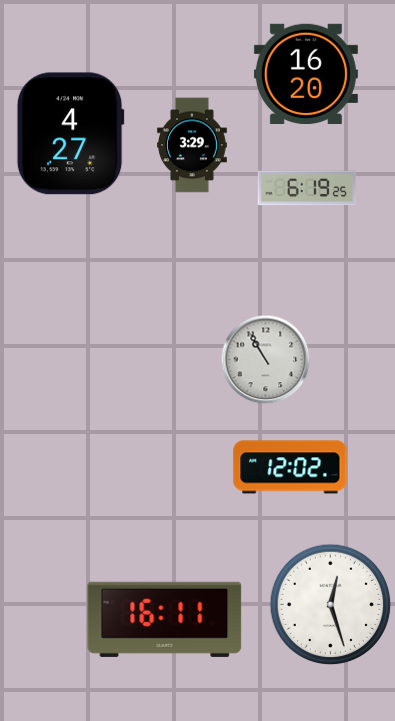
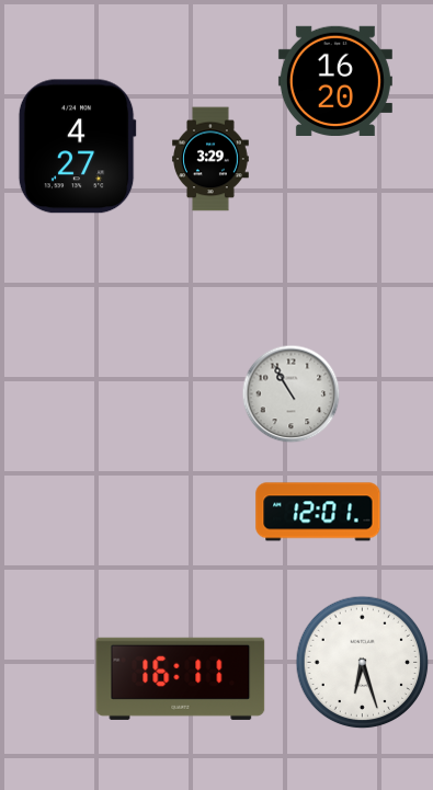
clock at (307, 188): 6:19 -> none
clock at (290, 467): 12:02 -> 12:01
clock at (331, 605): 12:27 -> 6:27
